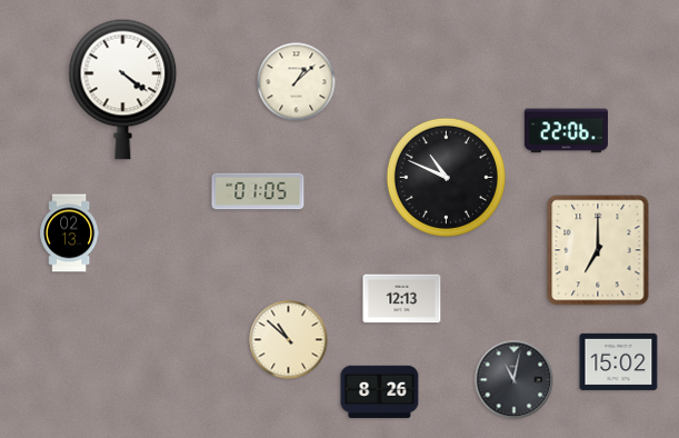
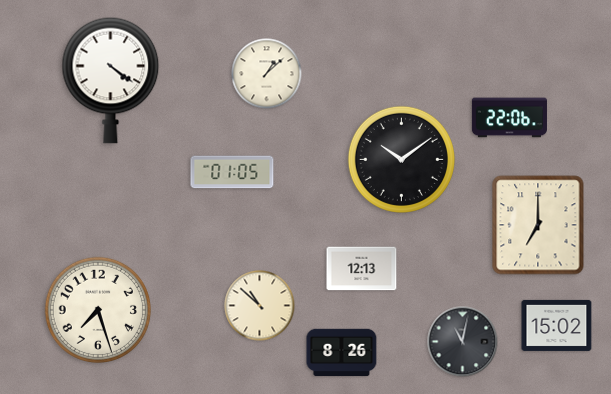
clock at (446, 177): 10:49 -> 10:09
clock at (70, 233): 02:13 -> none
clock at (98, 310): none -> 7:27
